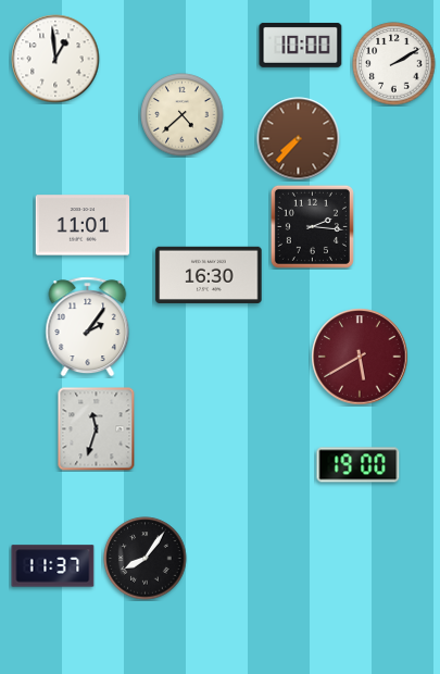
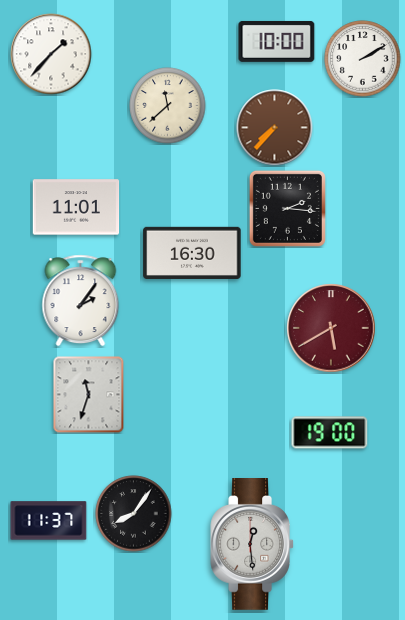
clock at (55, 59): 12:59 -> 1:37
clock at (183, 115): 4:38 -> 11:38
clock at (359, 465) position: (359, 465) -> (330, 433)
clock at (252, 545): none -> 12:29
